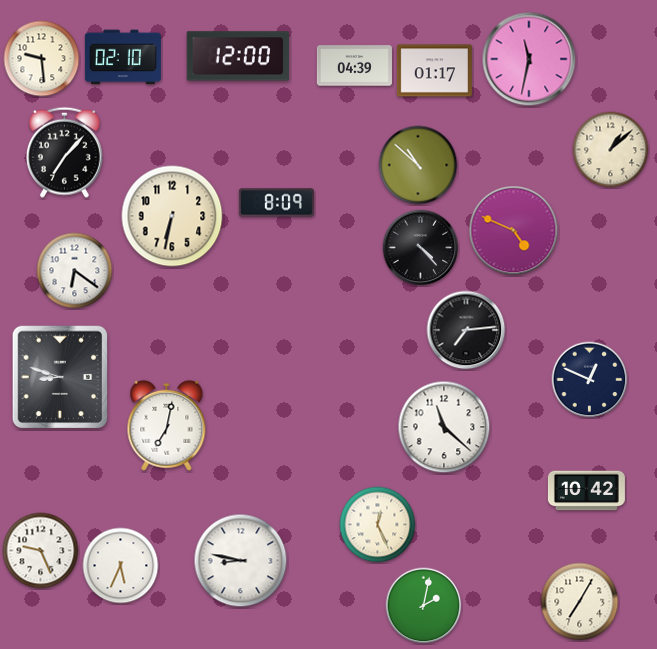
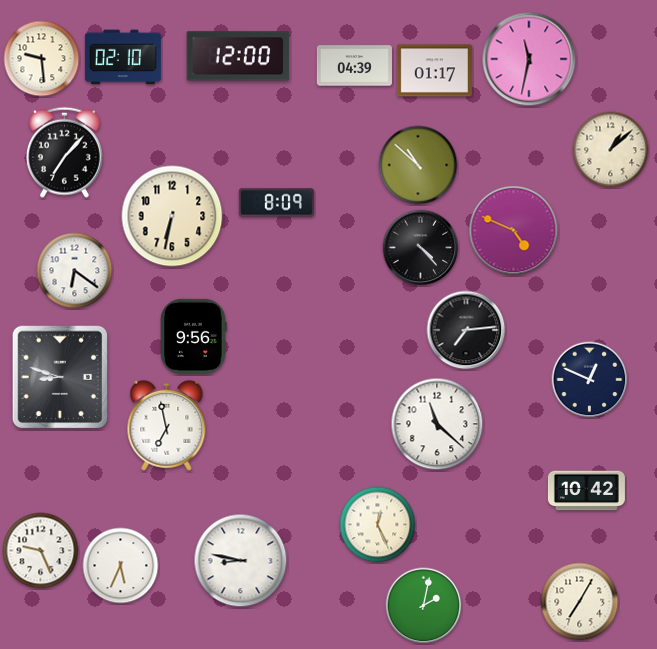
clock at (194, 336): none -> 9:56
clock at (167, 425): 7:02 -> 6:58
clock at (444, 427) position: (444, 427) -> (437, 424)
